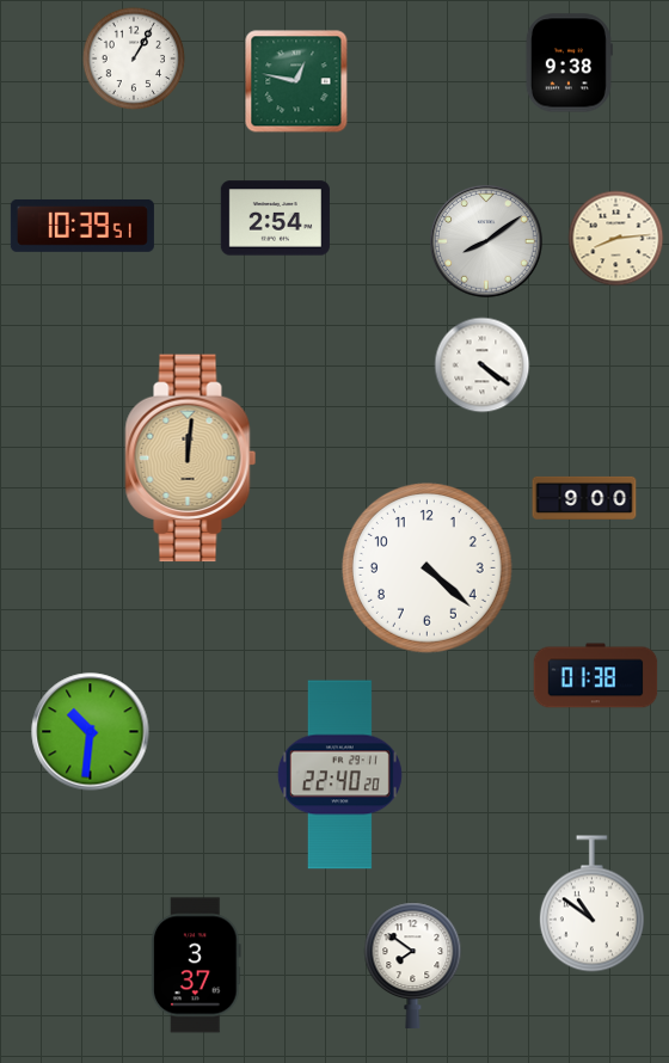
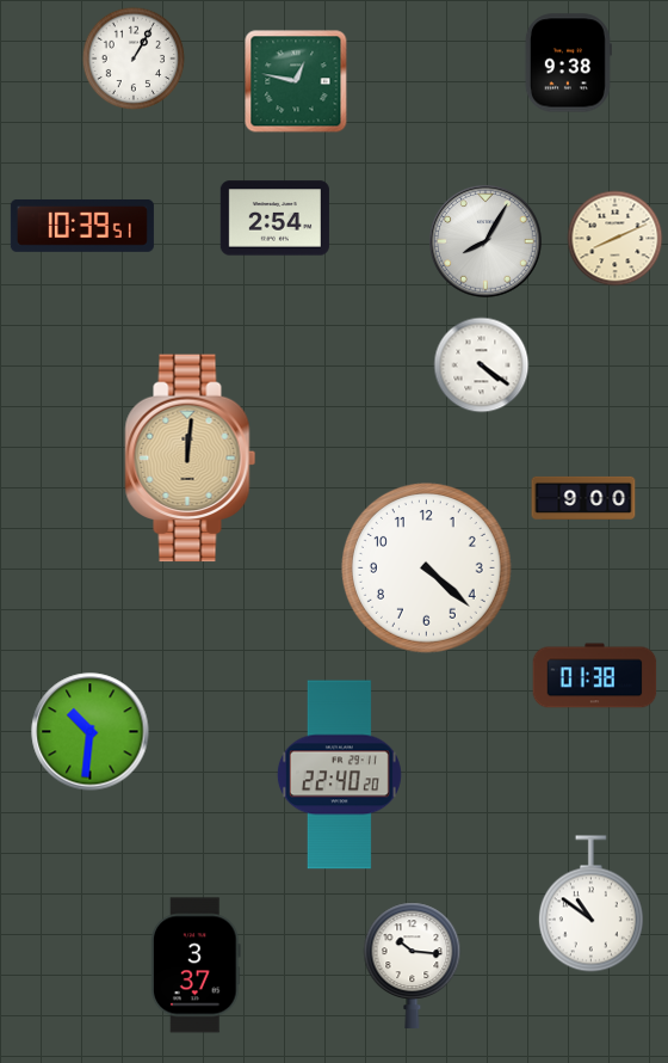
clock at (616, 239): 8:14 -> 8:11
clock at (486, 241): 8:09 -> 8:05
clock at (413, 965): 7:51 -> 10:16
